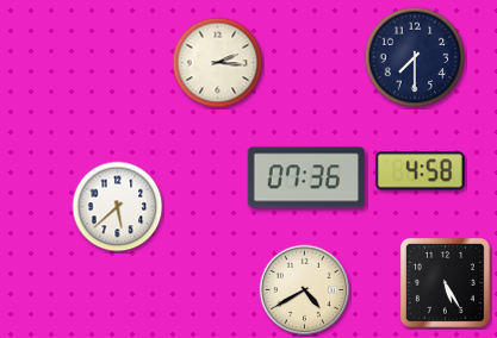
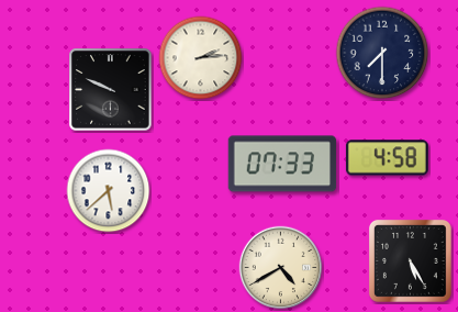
clock at (218, 63): 2:16 -> 2:14
clock at (111, 90): none -> 9:49
clock at (306, 177): 07:36 -> 07:33
